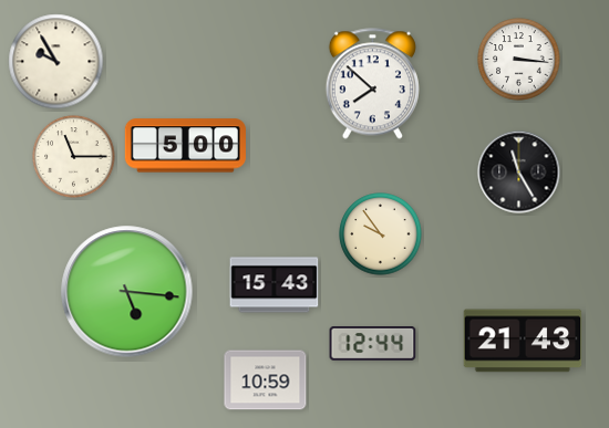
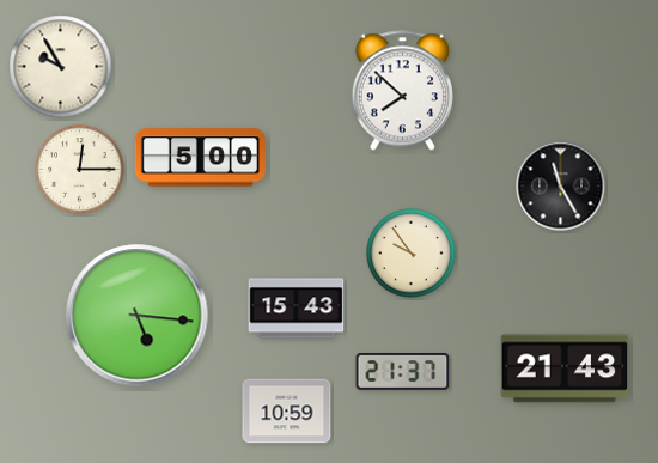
clock at (519, 60): 3:16 -> none
clock at (74, 157): 11:15 -> 12:15
clock at (373, 344): 12:44 -> 21:37
